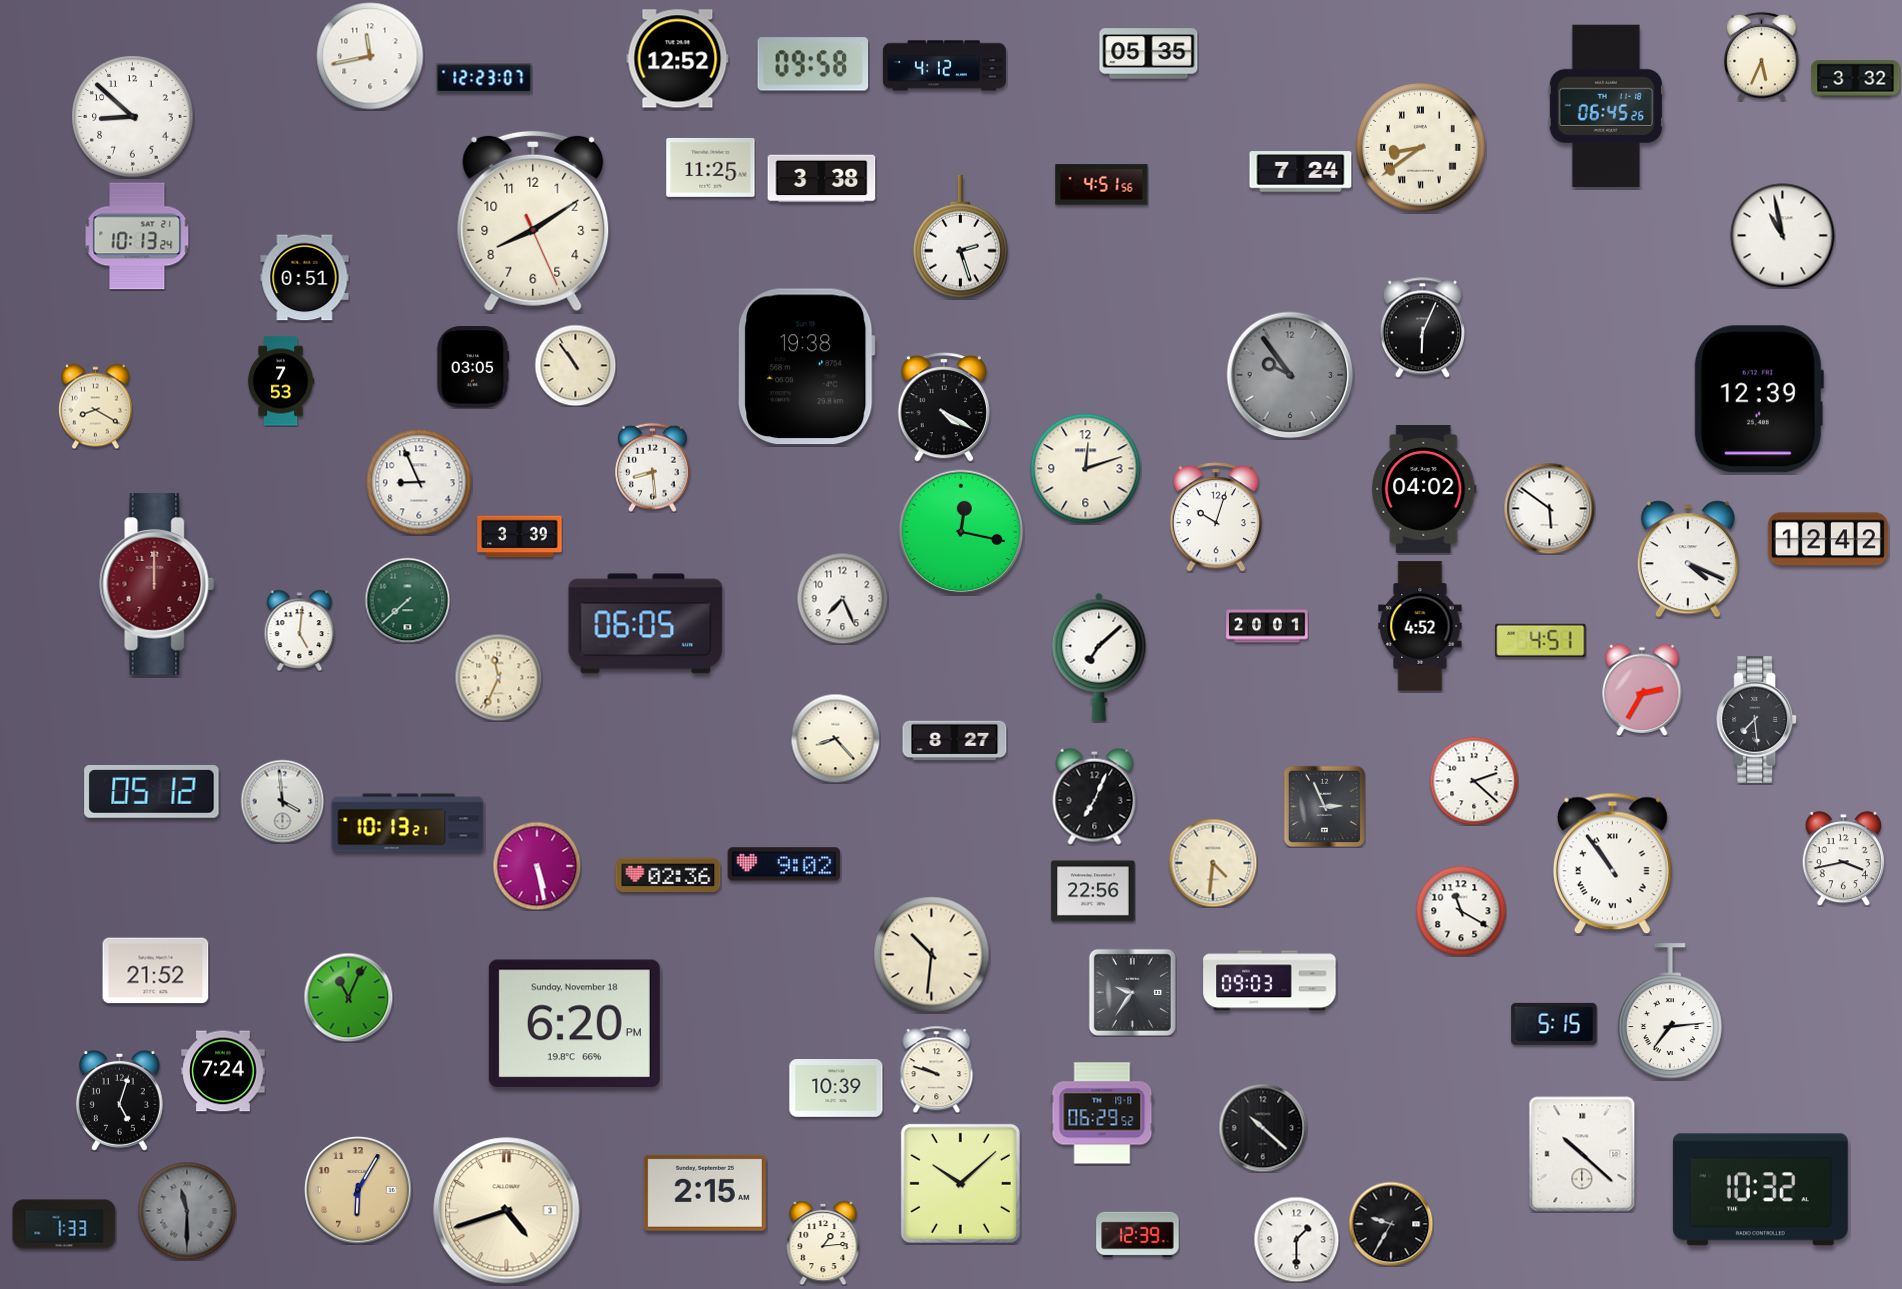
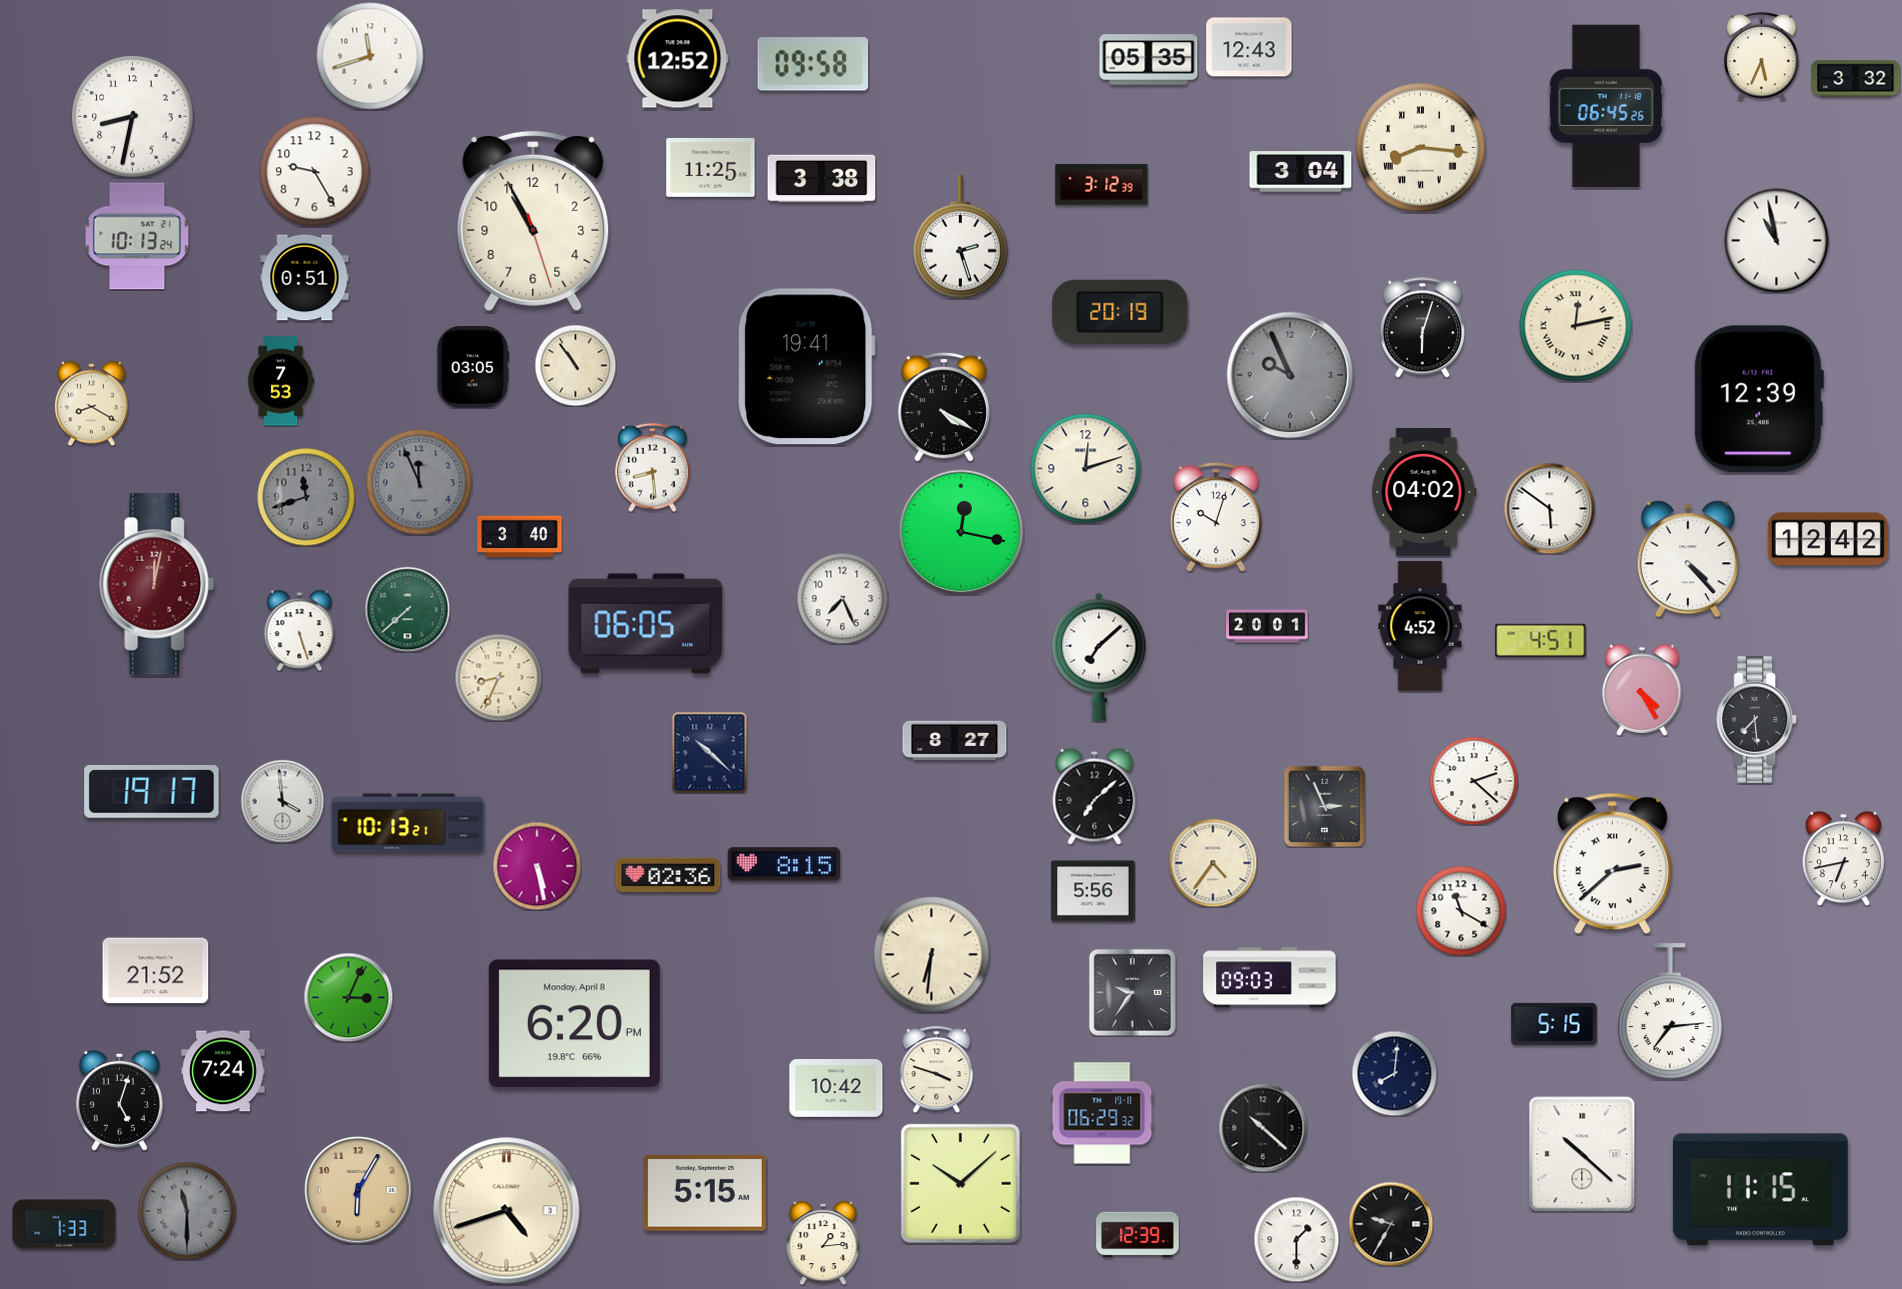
clock at (1249, 47): none -> 12:43
clock at (1149, 54) position: (1149, 54) -> (1149, 60)
clock at (370, 56): 11:43 -> 11:42
clock at (944, 66): 4:12 -> none
clock at (484, 78): 12:23 -> none
clock at (133, 117): 8:52 -> 8:32
clock at (1421, 148): 8:39 -> 8:16
clock at (315, 172): none -> 9:25
clock at (1301, 172): 7:24 -> 3:04
clock at (1102, 185): 4:51 -> 3:12
clock at (533, 221): 8:09 -> 10:55
clock at (1783, 236) position: (1783, 236) -> (1777, 241)
clock at (1120, 312): none -> 20:19
clock at (1576, 326): none -> 12:13
clock at (1422, 328): 6:04 -> 6:03
clock at (806, 367): 19:38 -> 19:41
clock at (1290, 375): 9:54 -> 9:56
clock at (96, 406) position: (96, 406) -> (92, 403)
clock at (419, 482): 8:56 -> 11:56
clock at (419, 482) dial: white -> grey
clock at (1424, 490) position: (1424, 490) -> (1424, 493)
clock at (306, 497): none -> 11:42
clock at (520, 537): 3:39 -> 3:40
clock at (1688, 559): 4:19 -> 4:23
clock at (157, 584): 12:00 -> 12:02
clock at (407, 600) position: (407, 600) -> (407, 609)
clock at (300, 630): 5:01 -> 5:27
clock at (498, 677): 11:34 -> 8:34
clock at (1642, 690): 2:35 -> 4:25
clock at (835, 738): 8:23 -> none
clock at (710, 752): none -> 10:22
clock at (152, 792): 05:12 -> 19:17
clock at (1095, 796): 7:04 -> 7:08
clock at (1843, 859): 3:43 -> 6:43
clock at (1213, 863): 4:31 -> 4:36
clock at (784, 864): 9:02 -> 8:15
clock at (1612, 864): 10:54 -> 2:38
clock at (1093, 891): 22:56 -> 5:56
clock at (932, 955): 10:31 -> 6:31
clock at (1270, 981) position: (1270, 981) -> (1270, 978)
clock at (348, 997): 11:04 -> 3:04
clock at (574, 1024) date: Sunday, November 18 -> Monday, April 8
clock at (937, 1069): 9:48 -> 3:48
clock at (1394, 1073): none -> 8:01
clock at (836, 1089): 10:39 -> 10:42
clock at (1102, 1113): 06:29:52 -> 06:29:32
clock at (1760, 1190): 10:32 -> 11:15
clock at (705, 1193): 2:15 -> 5:15
